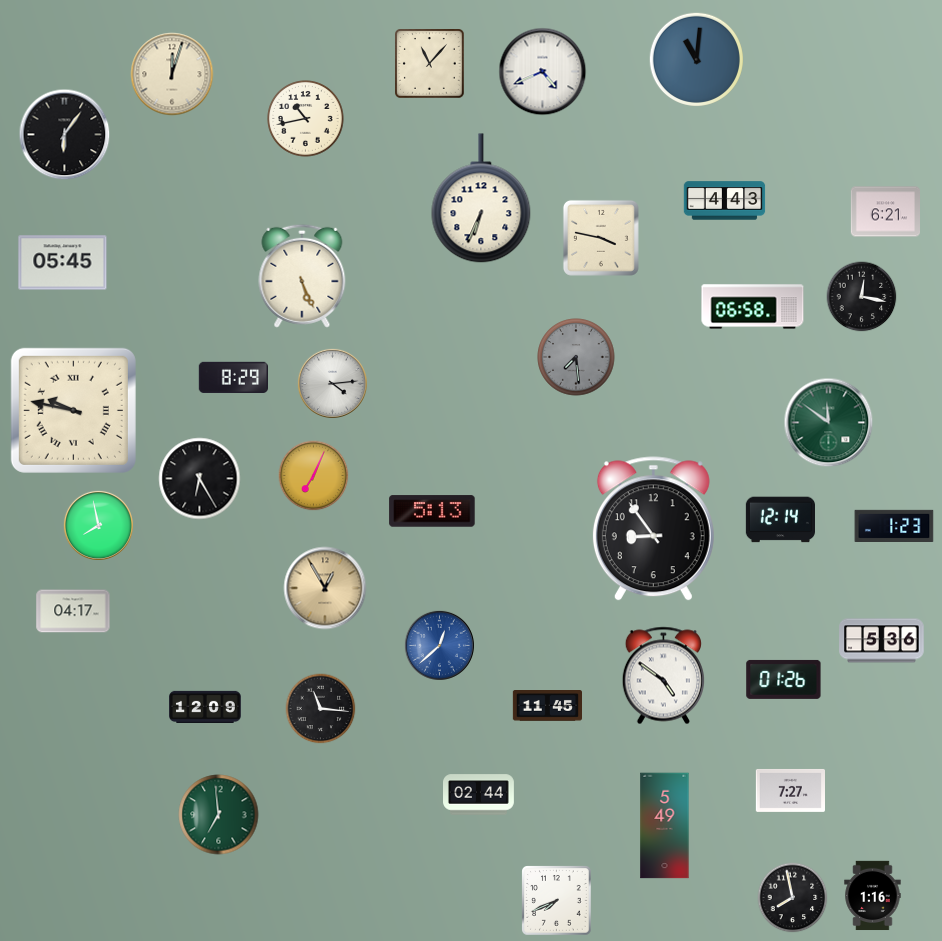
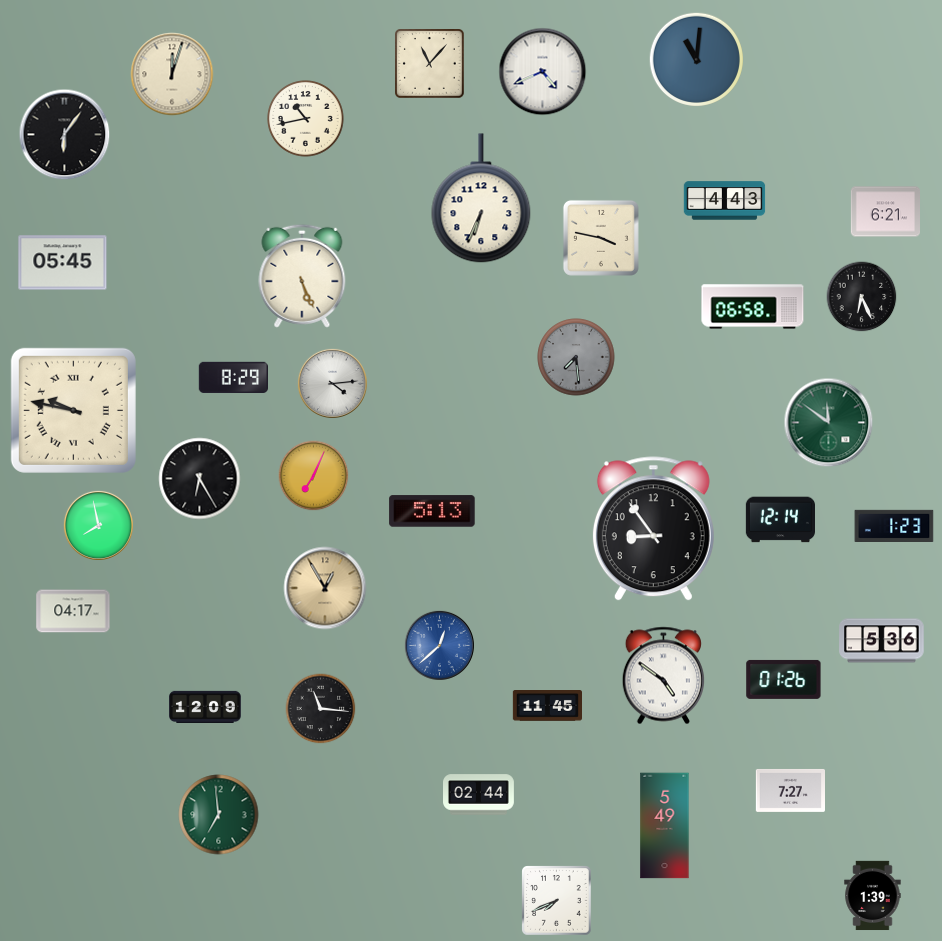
clock at (862, 297): 12:17 -> 6:26
clock at (873, 896): 1:16 -> 1:39
clock at (793, 898): 7:58 -> none
